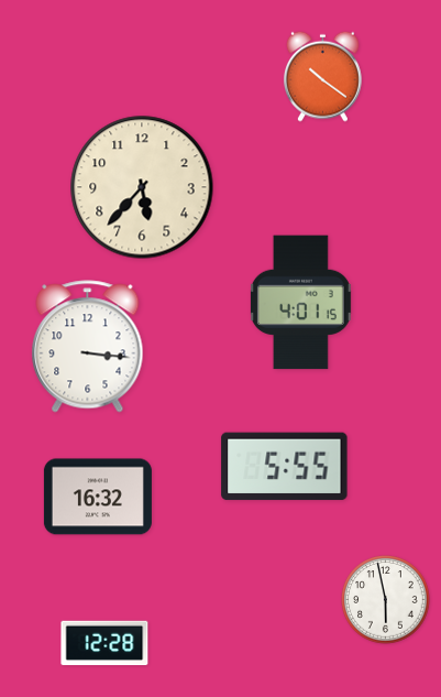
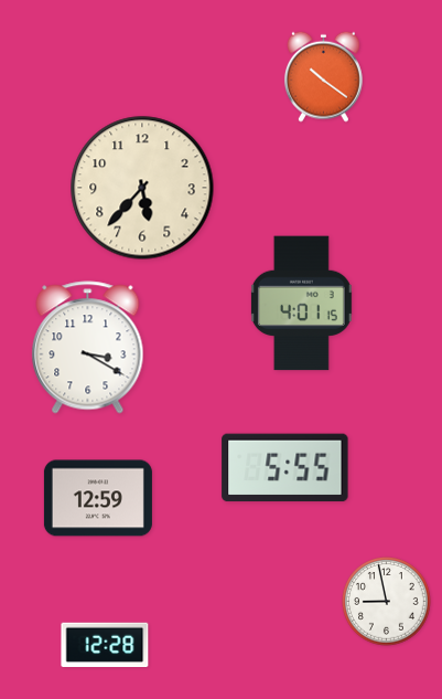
clock at (88, 347): 3:16 -> 3:20
clock at (98, 497): 16:32 -> 12:59
clock at (386, 600): 5:58 -> 8:58
